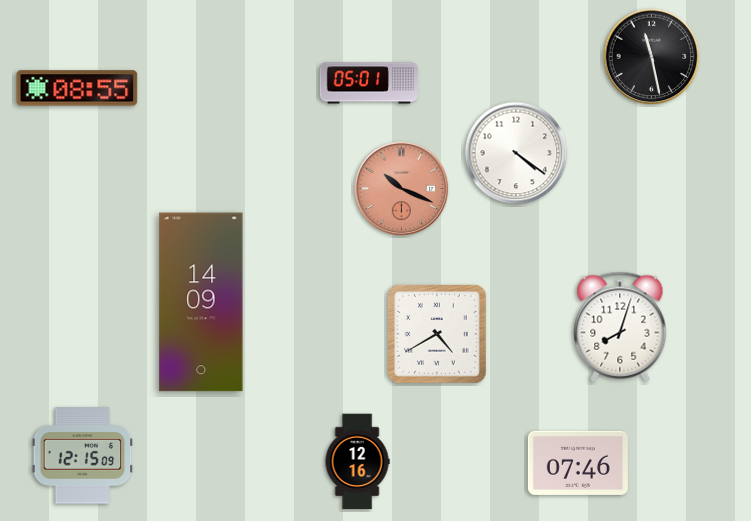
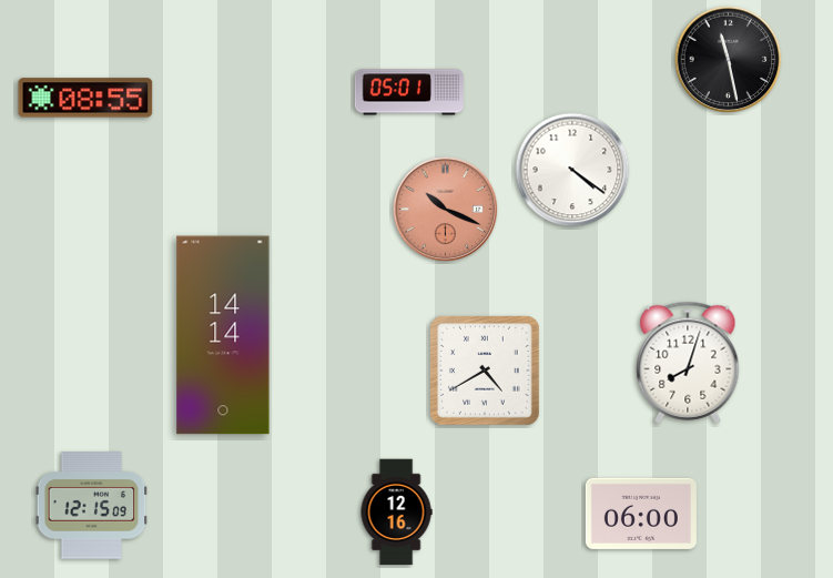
clock at (652, 57) position: (652, 57) -> (729, 60)
clock at (201, 302): 14:09 -> 14:14
clock at (578, 463): 07:46 -> 06:00
